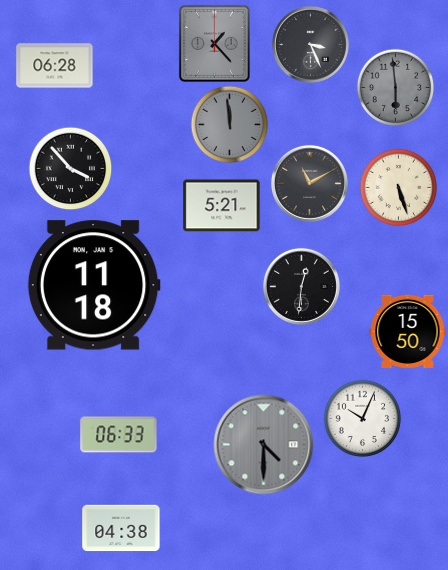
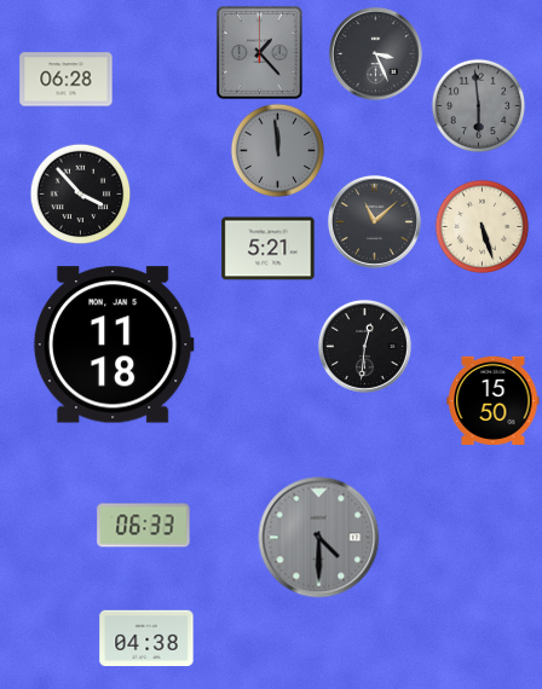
clock at (70, 168) position: (70, 168) -> (80, 193)
clock at (309, 183): 11:10 -> 11:08
clock at (362, 418): 10:04 -> none
